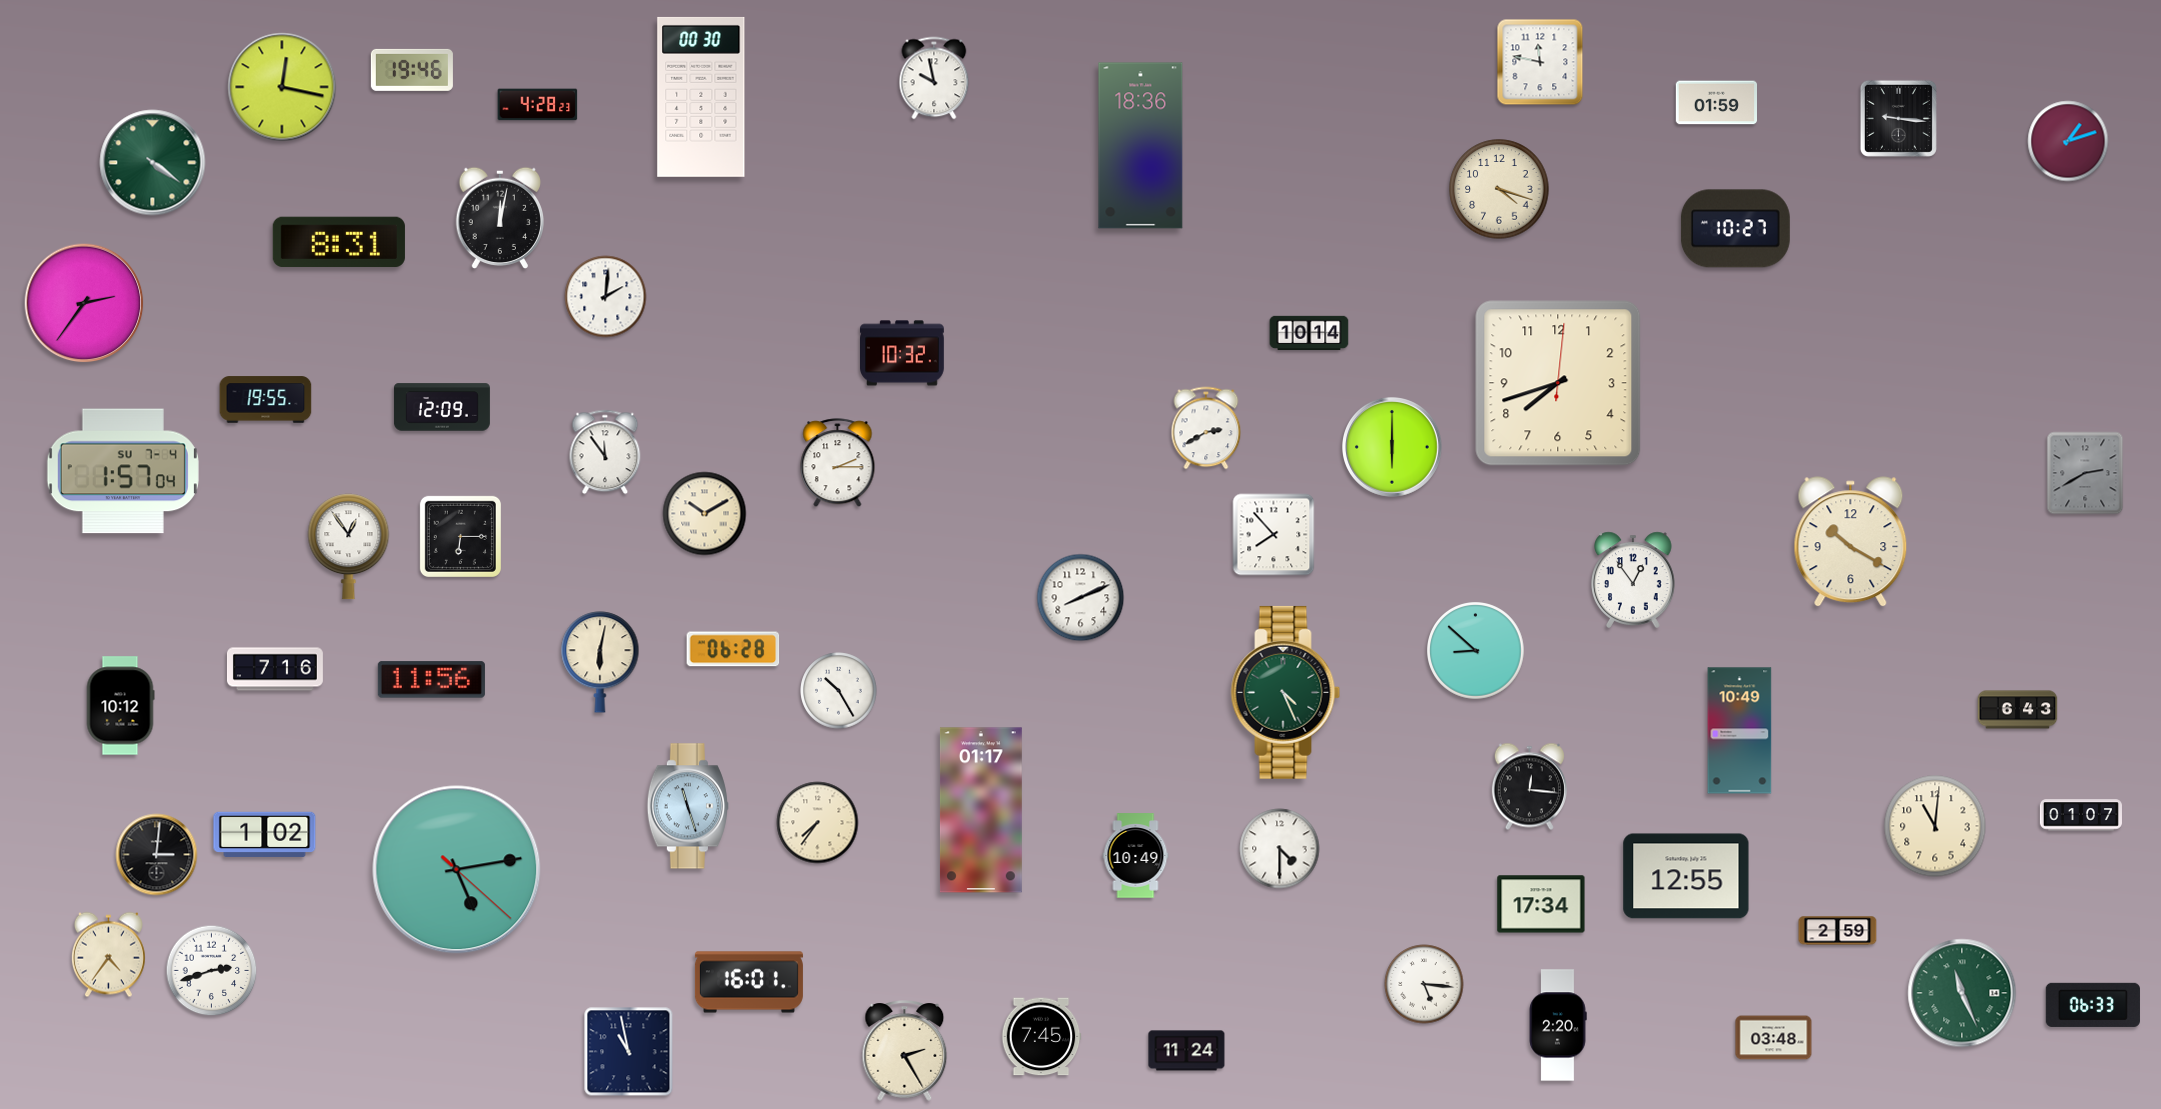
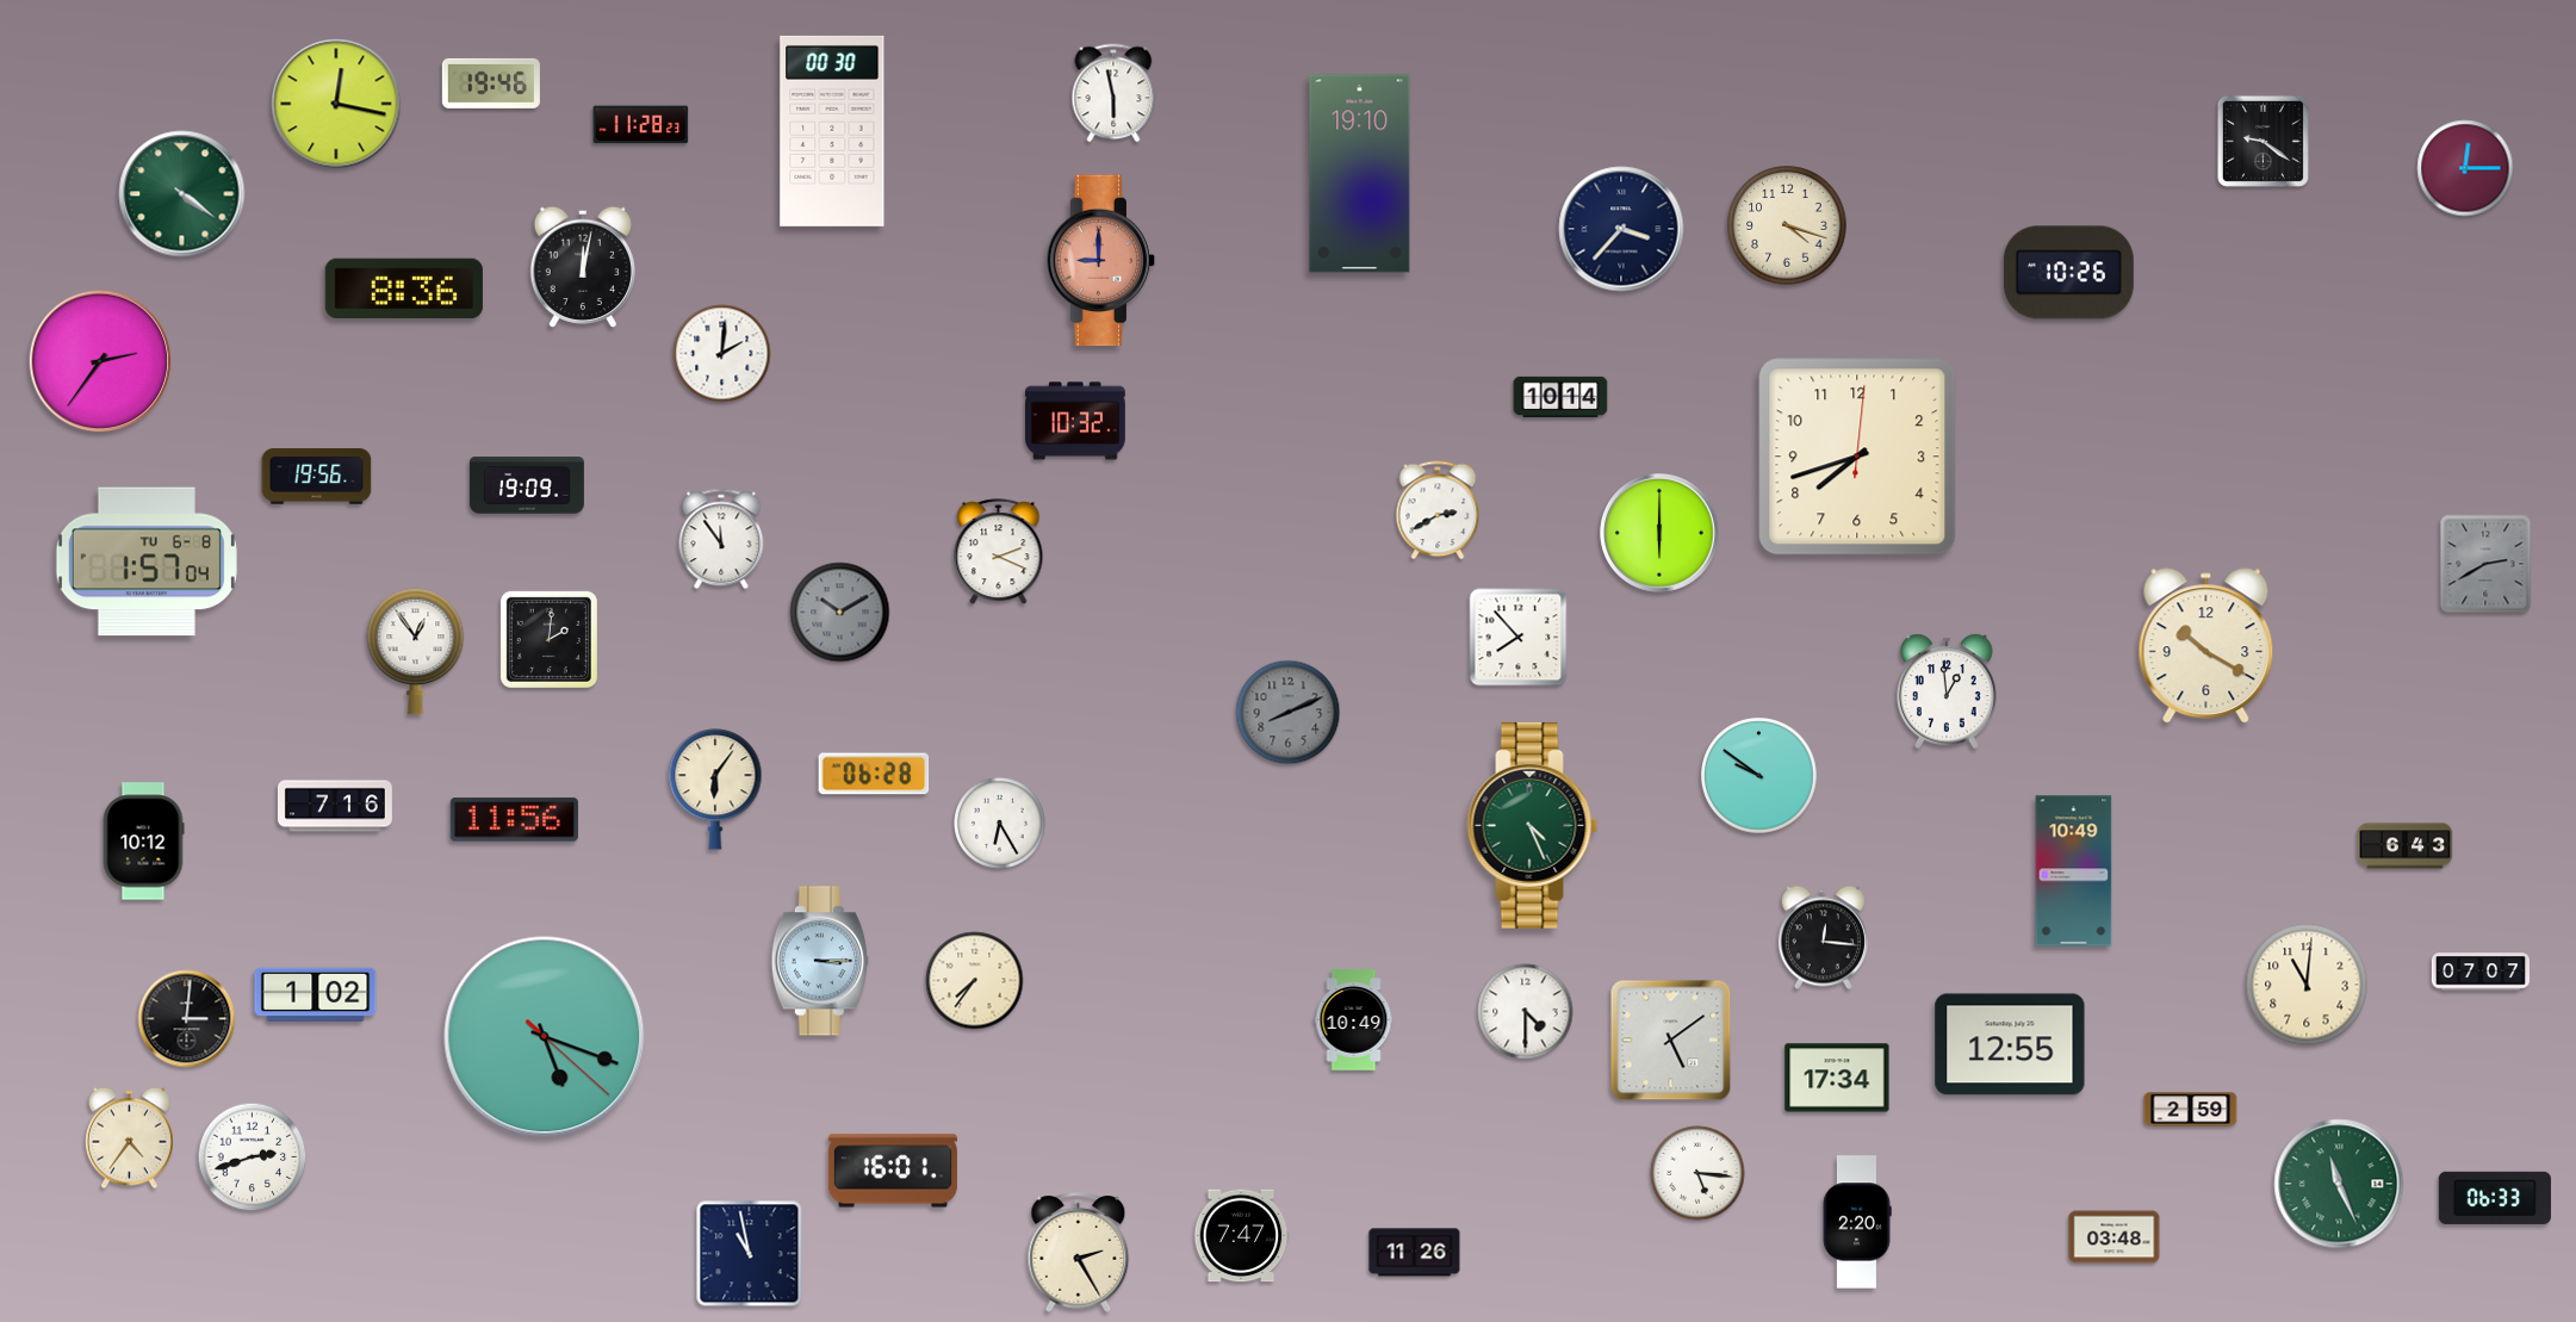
clock at (1540, 62): 11:47 -> none
clock at (934, 78): 9:58 -> 5:58
clock at (701, 97) position: (701, 97) -> (832, 131)
clock at (1717, 103): 01:59 -> none
clock at (538, 105): 4:28 -> 11:28
clock at (1898, 118): 9:16 -> 9:21
clock at (2068, 141): 1:12 -> 12:15
clock at (1141, 146): 18:36 -> 19:10
clock at (1621, 229): none -> 3:37
clock at (499, 218) position: (499, 218) -> (582, 267)
clock at (1101, 261): none -> 9:00
clock at (1735, 229): 10:27 -> 10:26
clock at (339, 242): 8:31 -> 8:36
clock at (266, 400): 19:55 -> 19:56
clock at (442, 407): 12:09 -> 19:09
clock at (838, 463): 2:15 -> 2:19
clock at (123, 471) date: SU 7-4 -> TU 6-8
clock at (705, 514) dial: cream -> grey
clock at (460, 536): 6:15 -> 2:01
clock at (1633, 580): 12:54 -> 12:59
clock at (1081, 598) dial: white -> grey
clock at (1476, 651): 8:52 -> 9:51
clock at (600, 662): 6:02 -> 6:06
clock at (275, 669) position: (275, 669) -> (335, 806)
clock at (431, 680) position: (431, 680) -> (514, 820)
clock at (839, 691): 10:25 -> 6:25
clock at (688, 806): 11:27 -> 3:15
clock at (981, 810): 01:17 -> none
clock at (2081, 815): 01:07 -> 07:07
clock at (457, 870): 5:13 -> 5:18
clock at (1671, 1041): none -> 5:09
clock at (1041, 1037): 7:45 -> 7:47
clock at (1187, 1051): 11:24 -> 11:26
